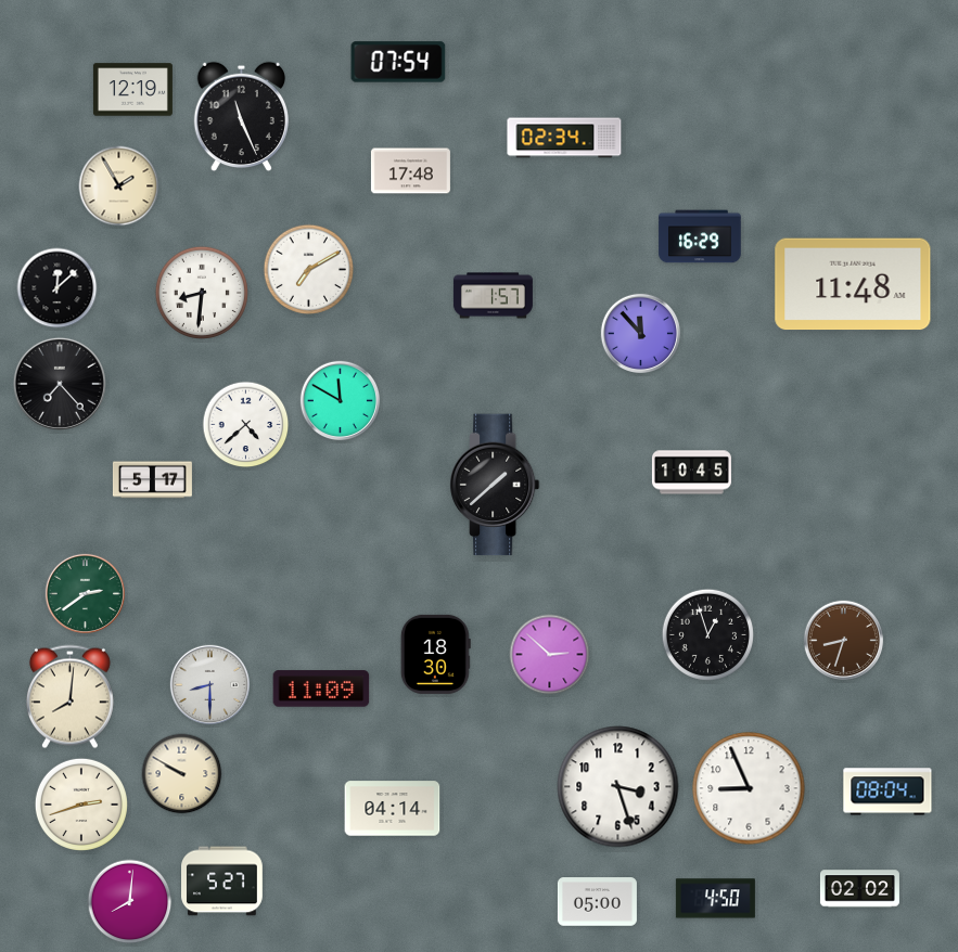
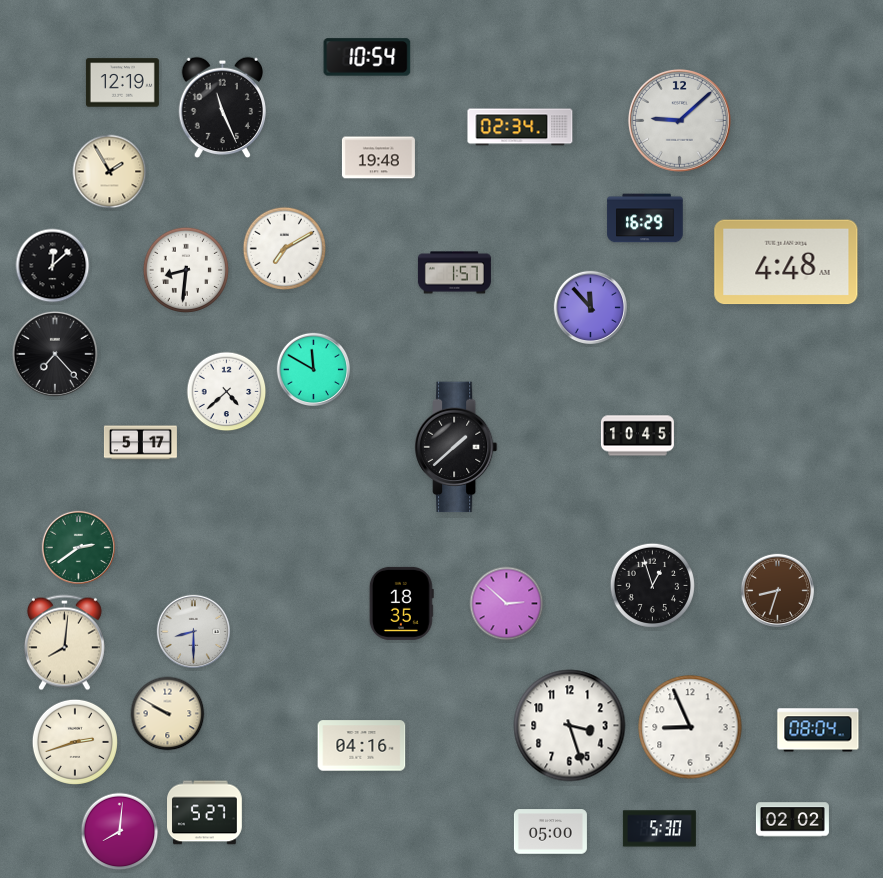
clock at (398, 62): 07:54 -> 10:54
clock at (679, 120): none -> 9:08
clock at (410, 171): 17:48 -> 19:48
clock at (853, 284): 11:48 -> 4:48
clock at (435, 654): 18:30 -> 18:35
clock at (321, 689): 11:09 -> none
clock at (393, 809): 04:14 -> 04:16
clock at (715, 899): 4:50 -> 5:30
